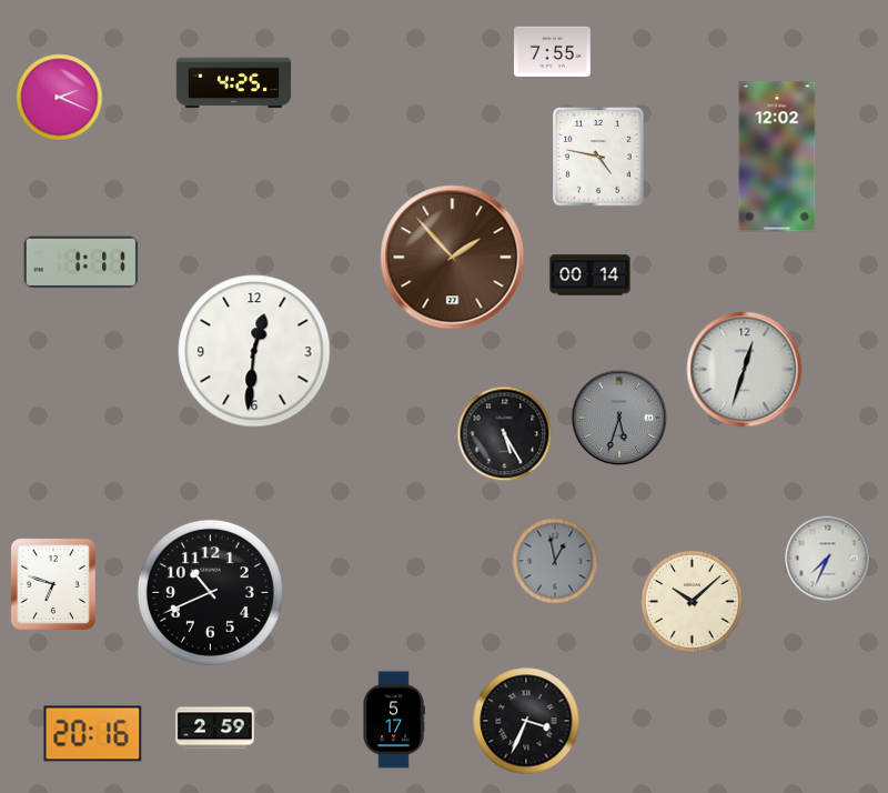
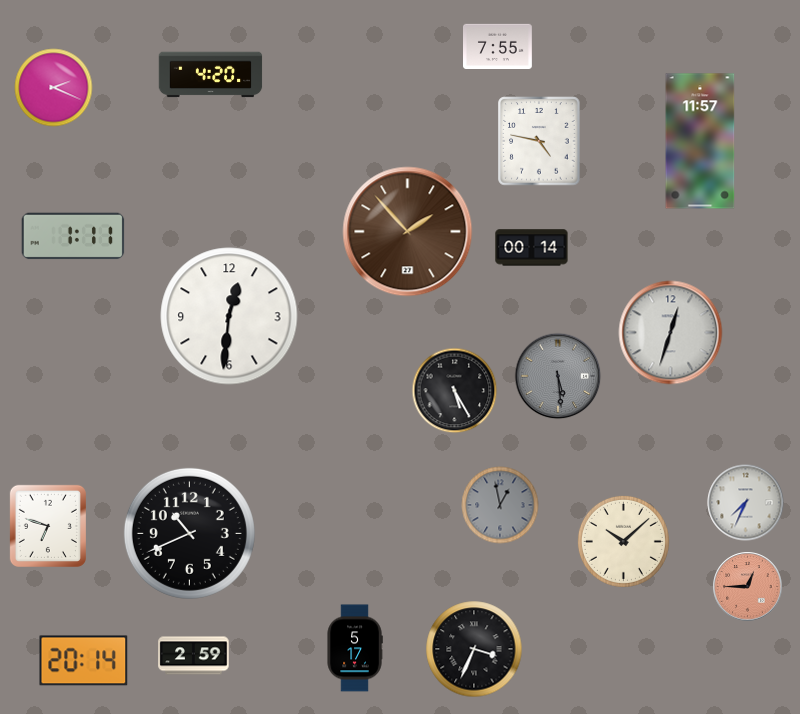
clock at (234, 83): 4:25 -> 4:20
clock at (777, 157): 12:02 -> 11:57
clock at (619, 418): 5:33 -> 5:29
clock at (748, 587): none -> 12:45
clock at (93, 734): 20:16 -> 20:14
